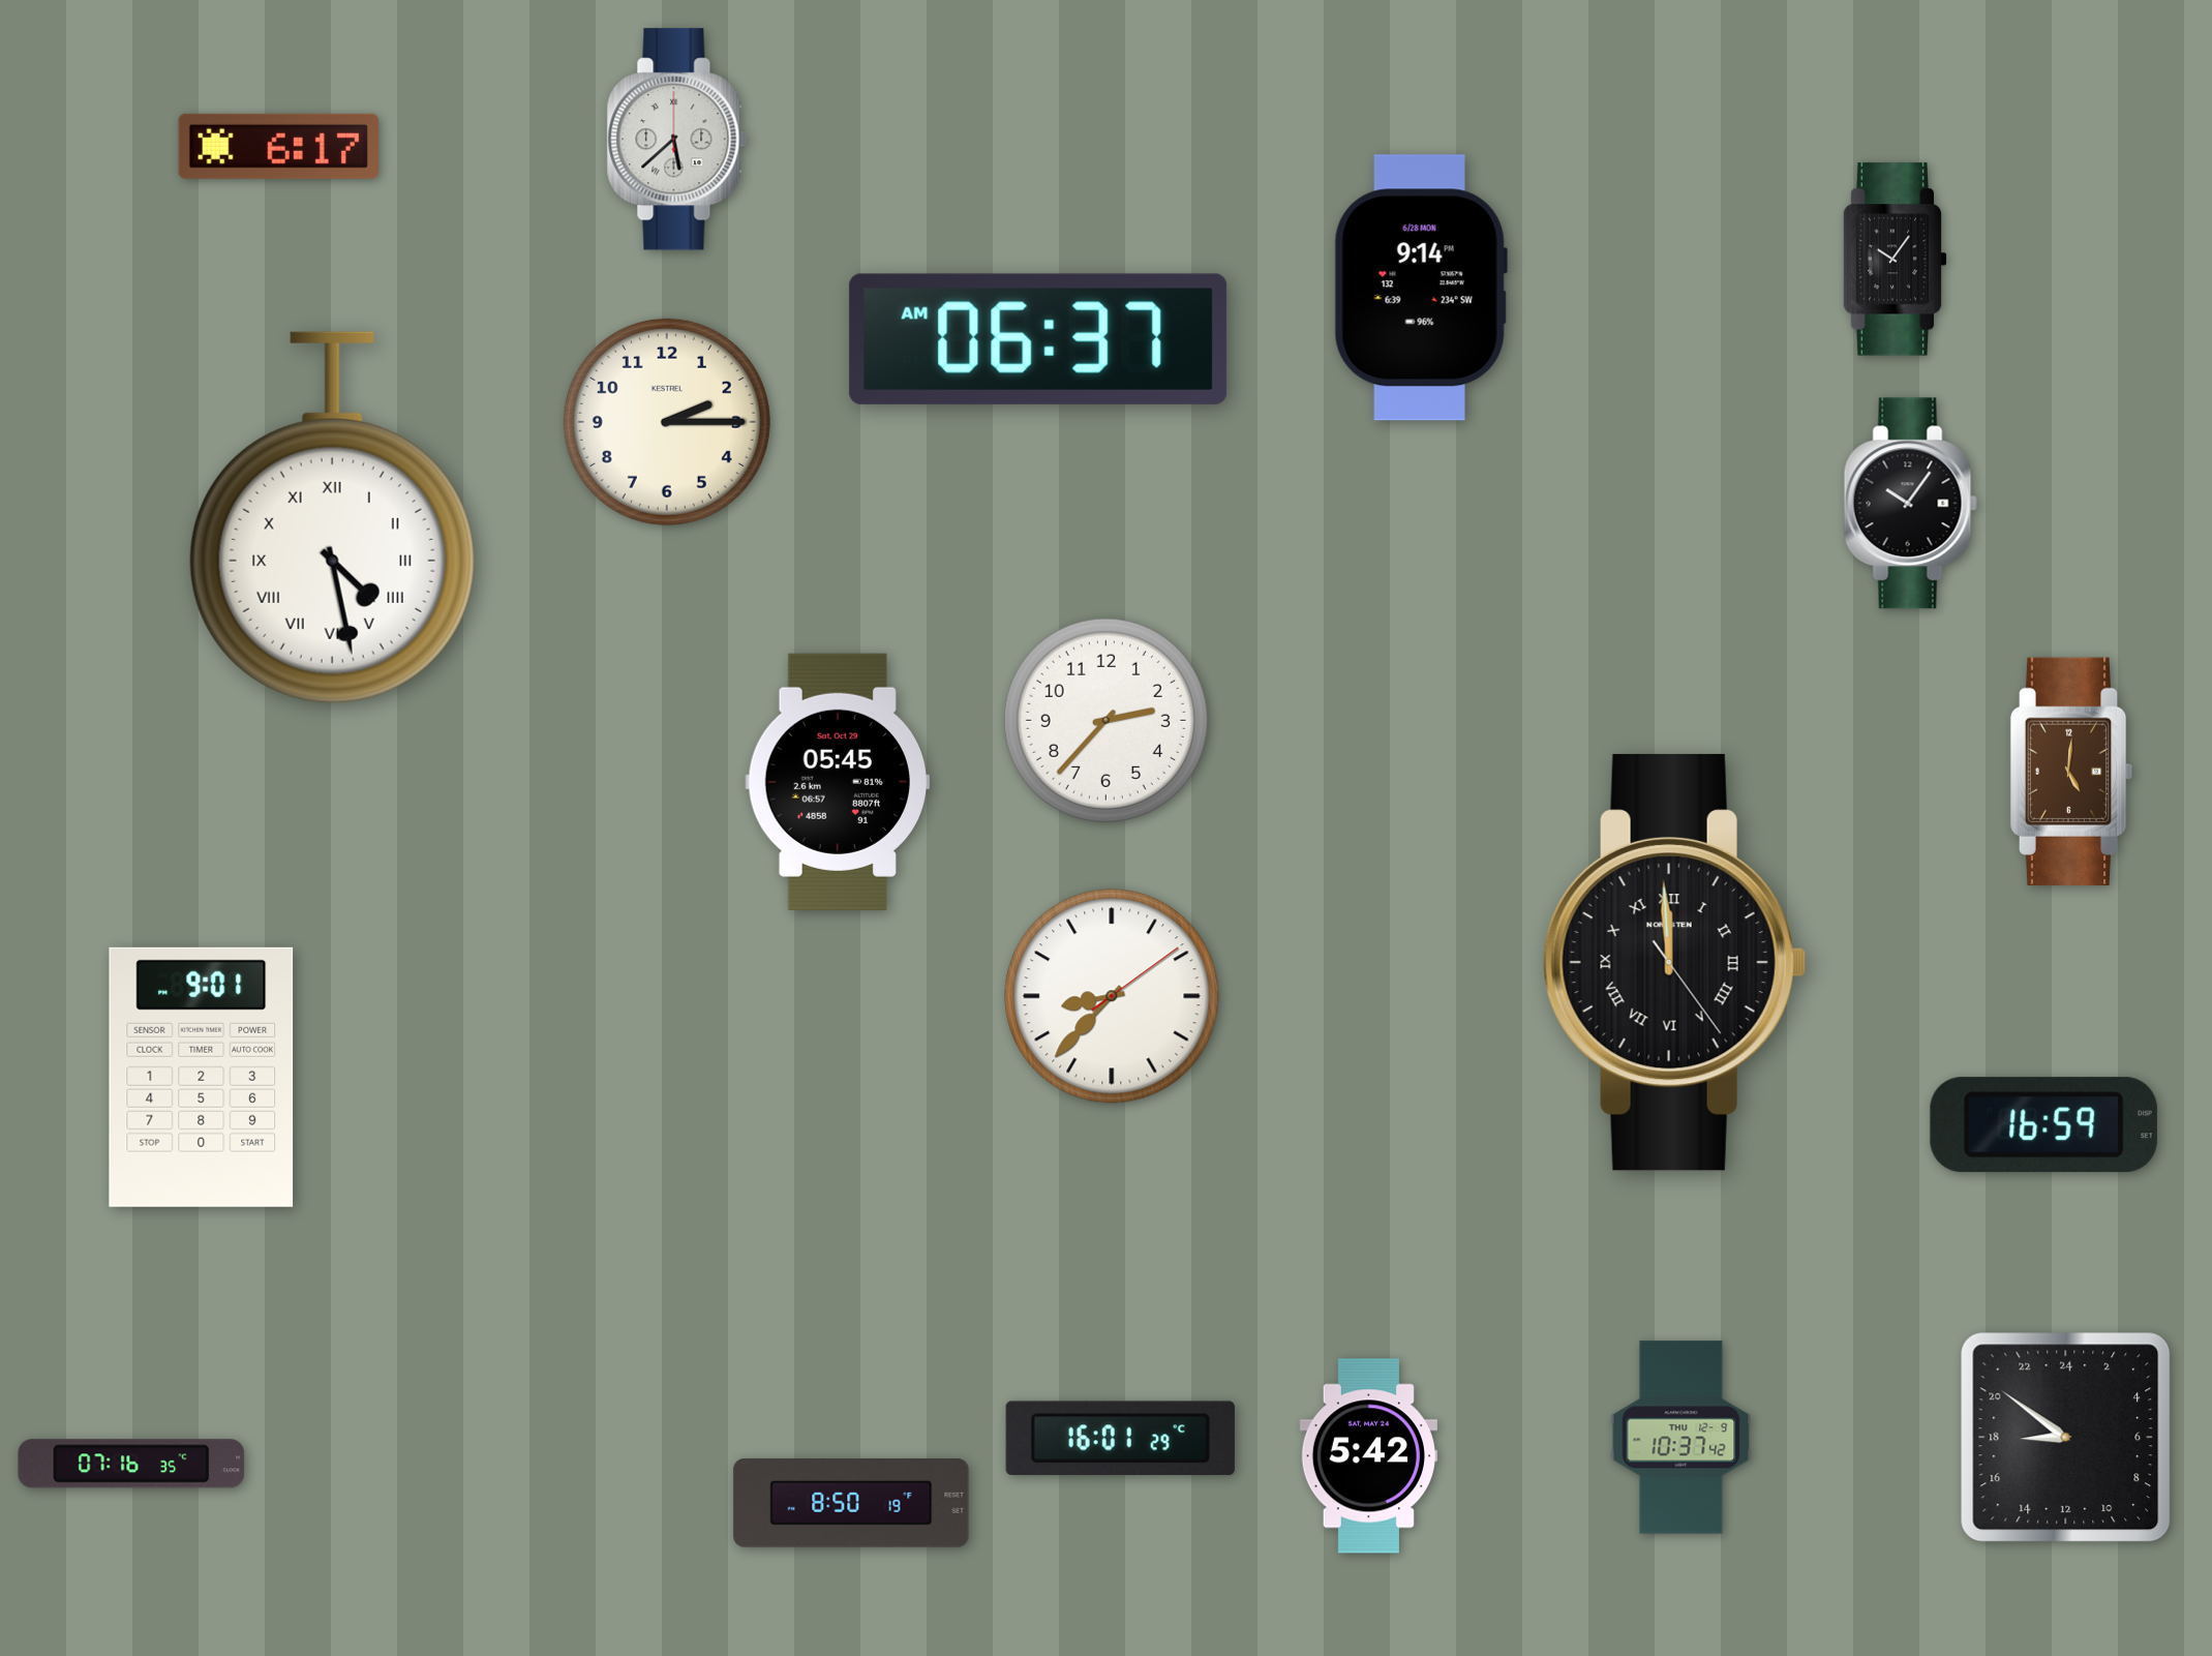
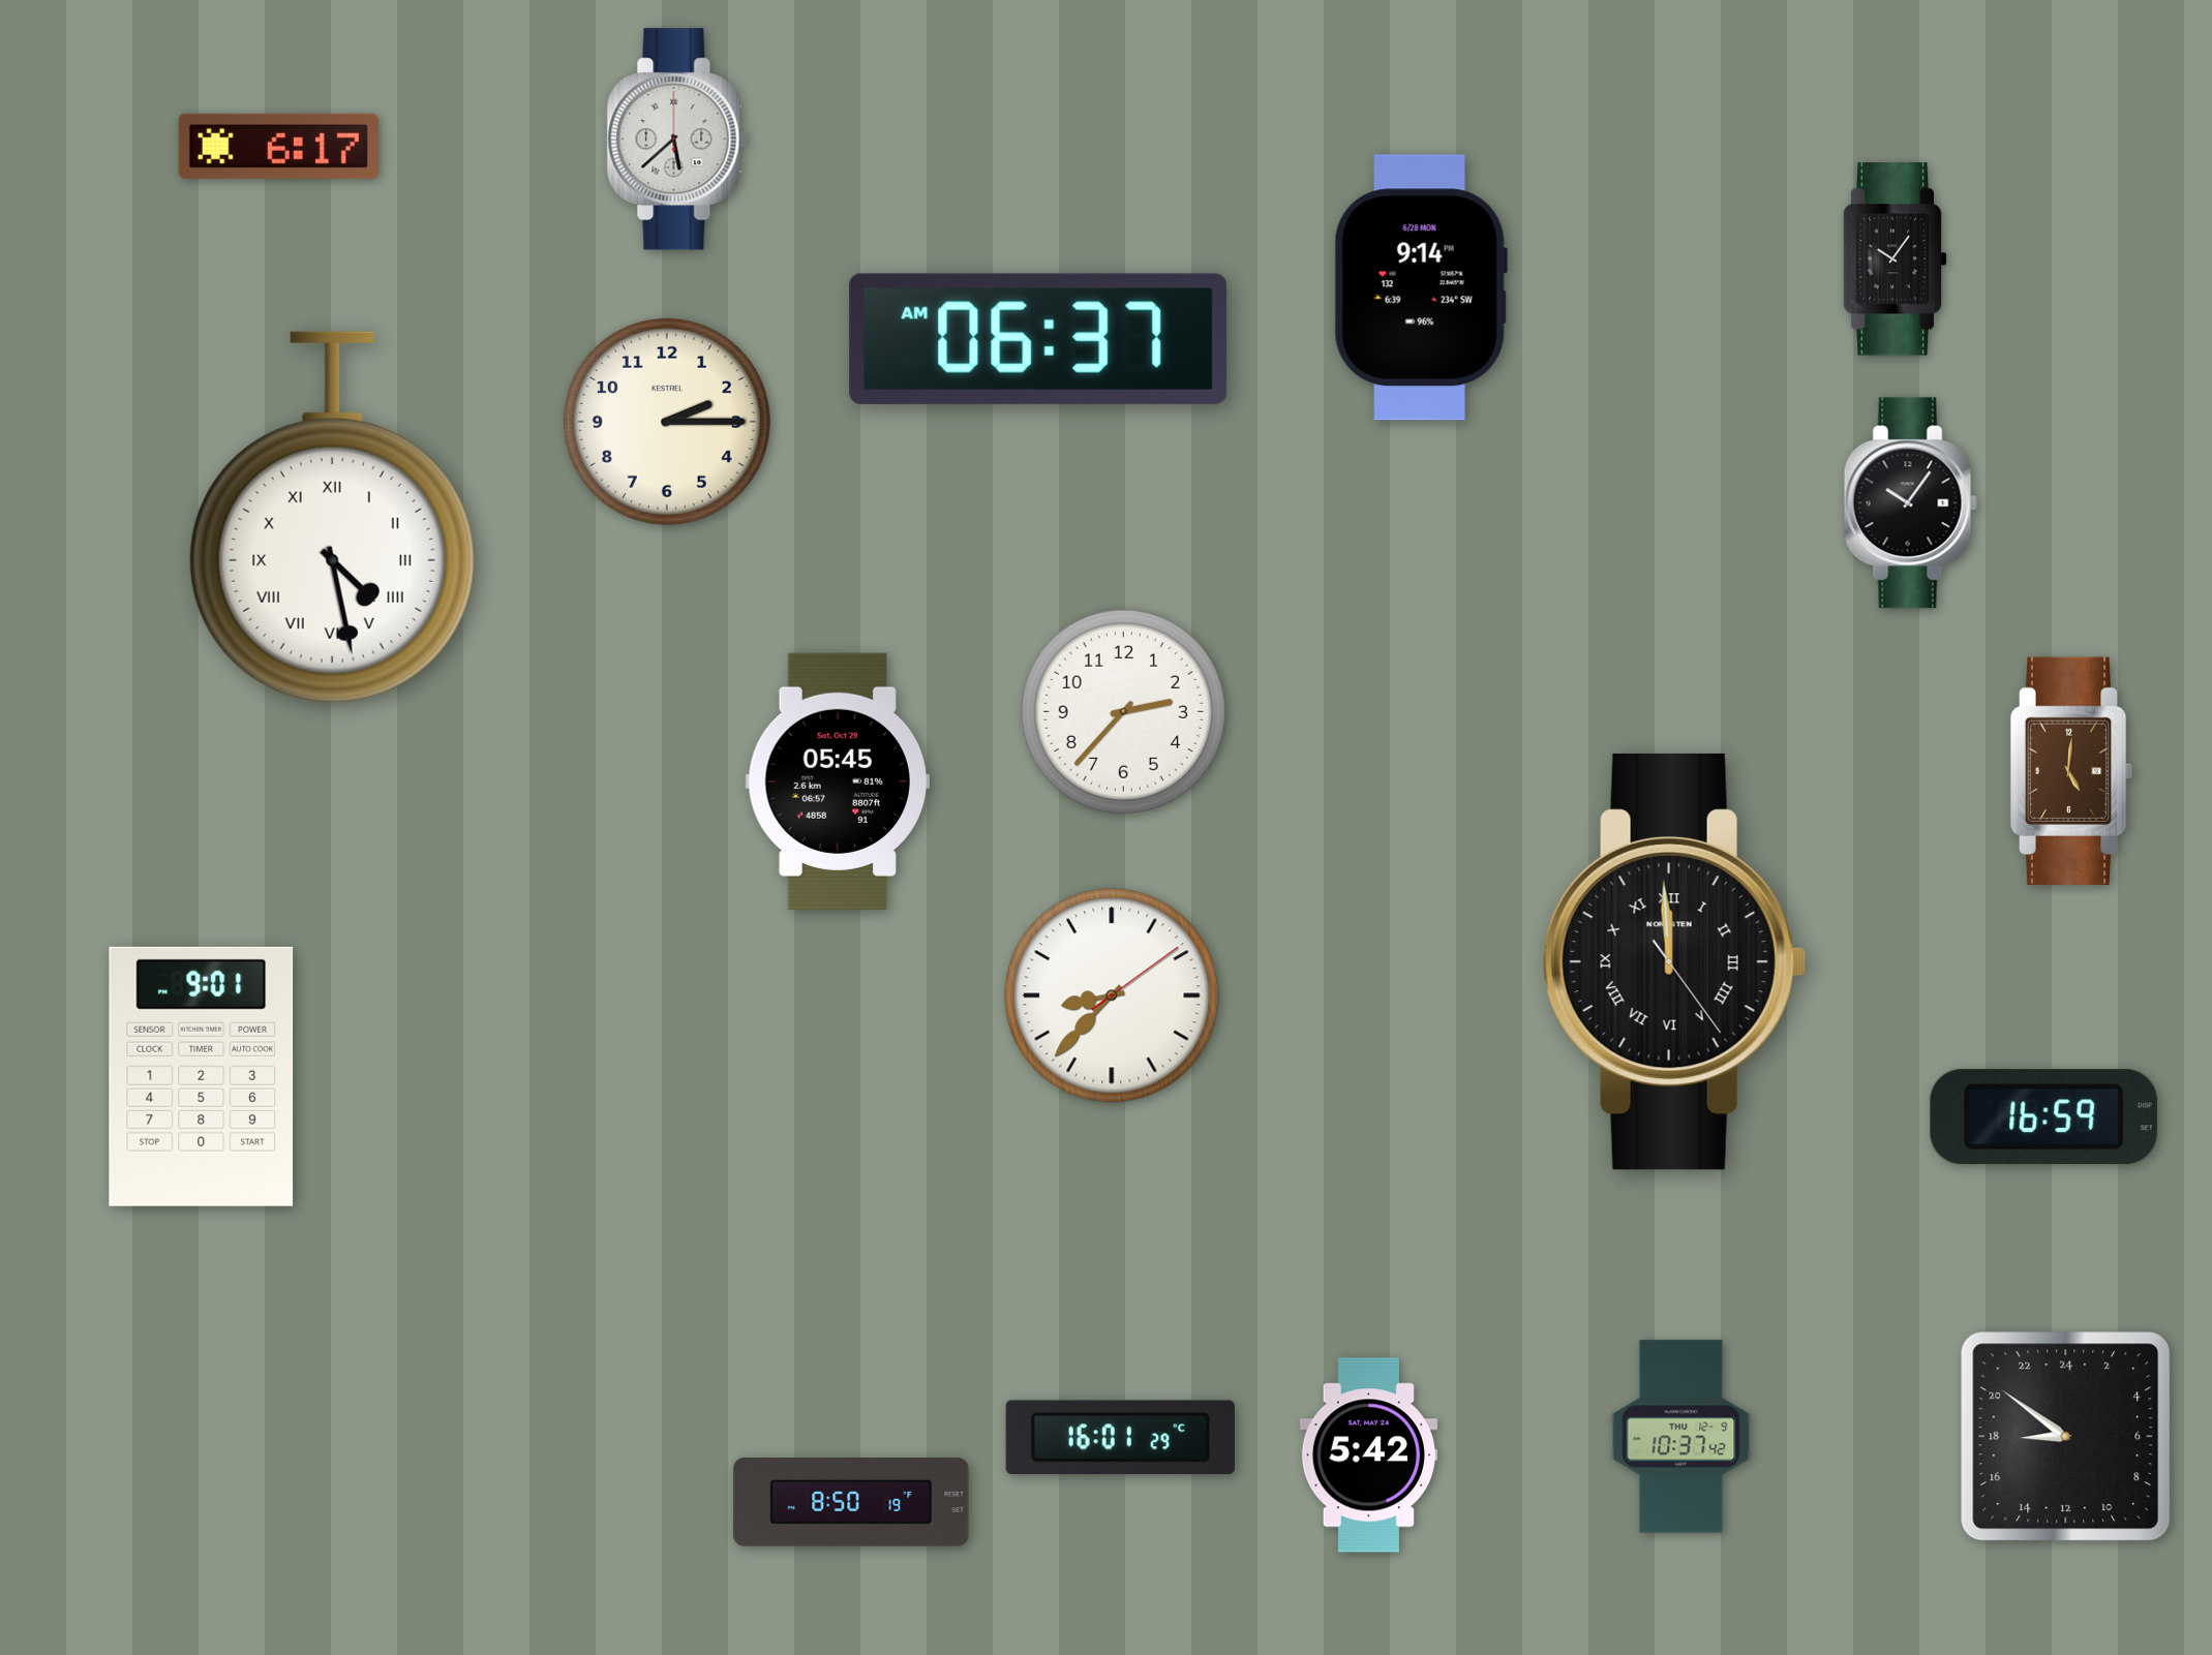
clock at (1105, 720) position: (1105, 720) -> (1123, 711)
clock at (2043, 1125) position: (2043, 1125) -> (2043, 1117)
clock at (131, 1464): 07:16 -> none
